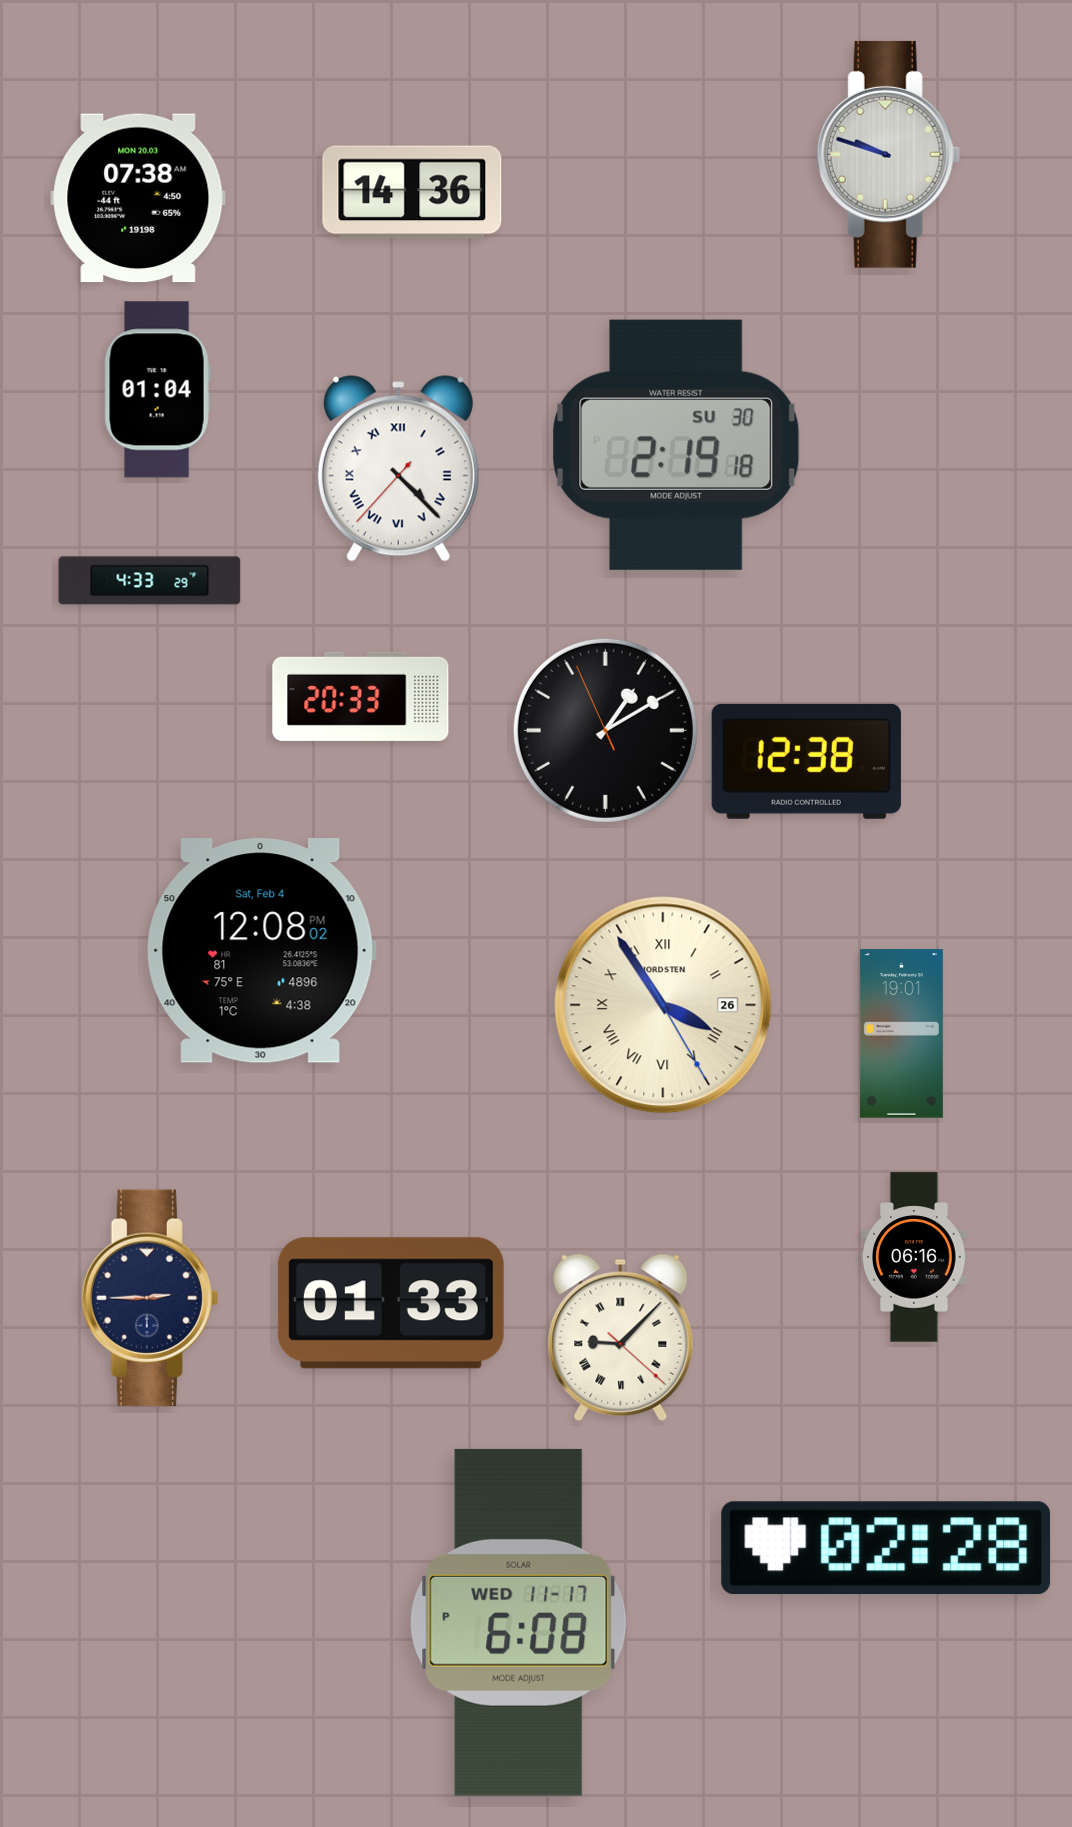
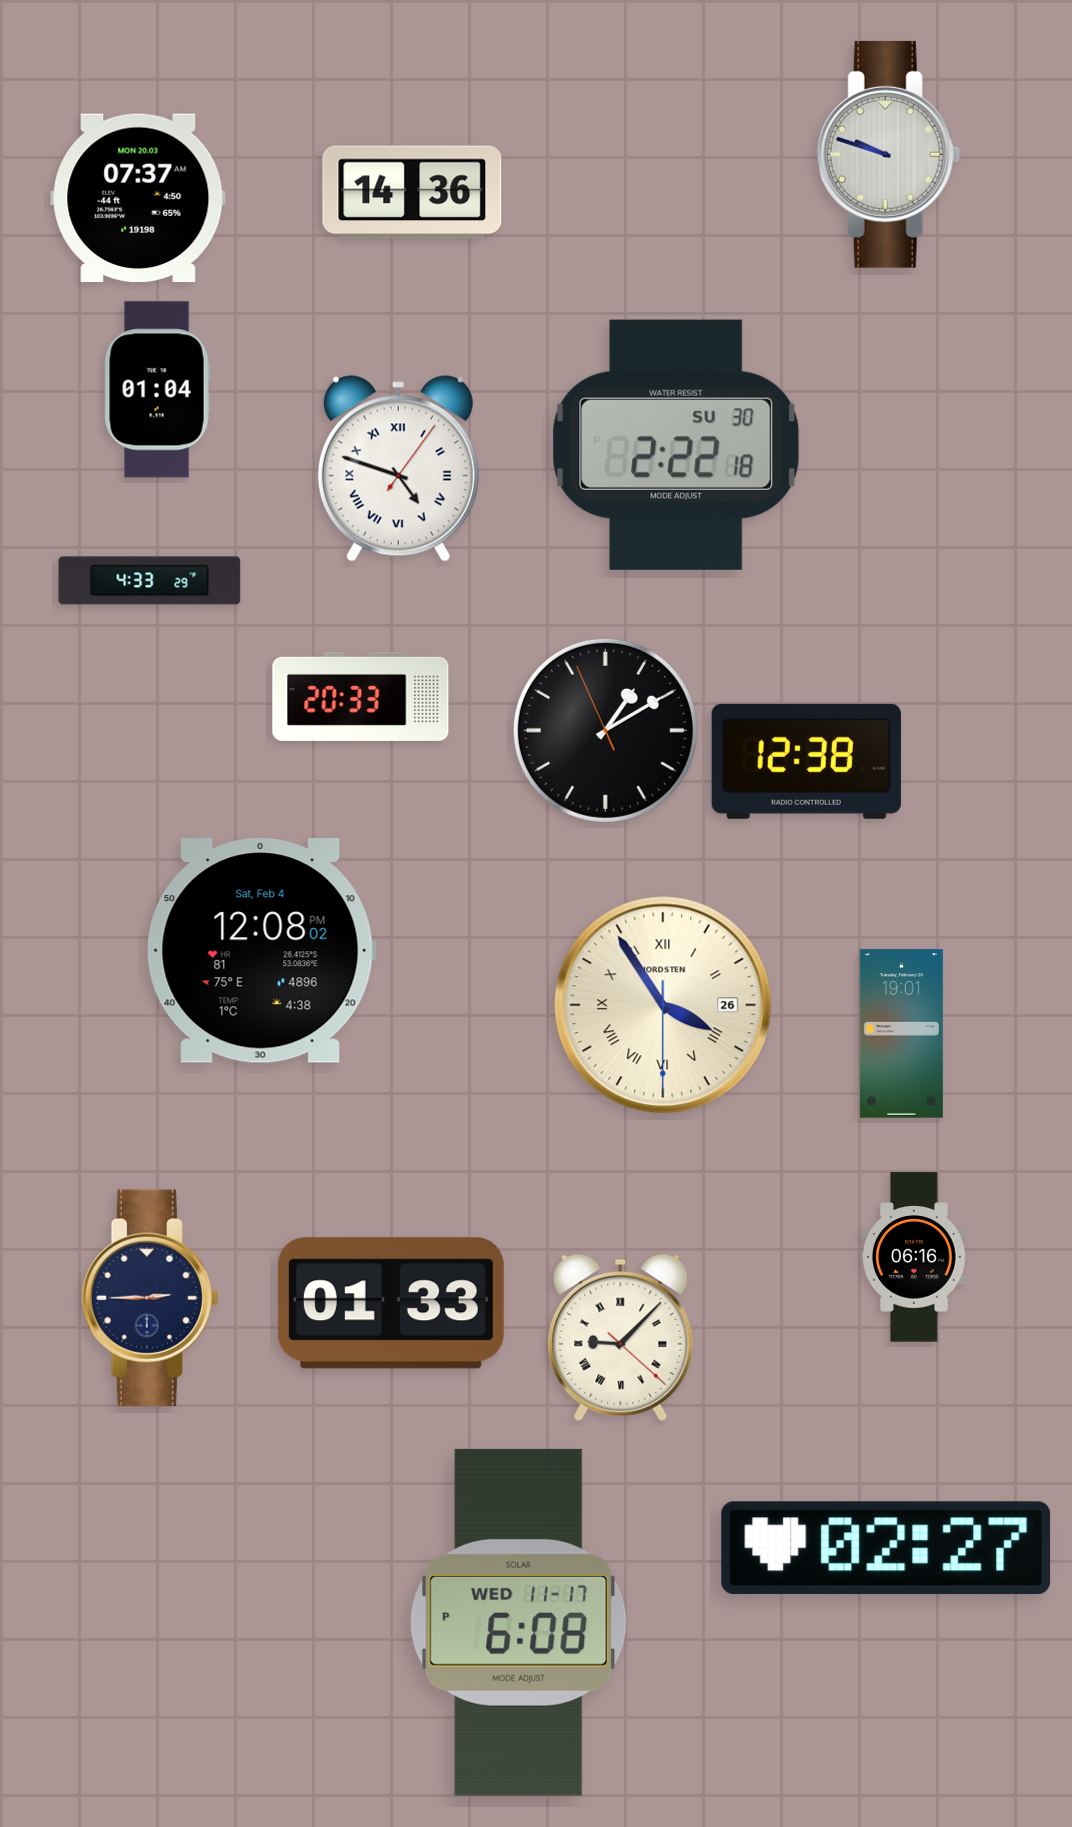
clock at (138, 198): 07:38 -> 07:37
clock at (676, 445): 2:19 -> 2:22
clock at (398, 469): 4:22 -> 4:48
clock at (663, 1005): 3:54:25 -> 3:54:30
clock at (886, 1548): 02:28 -> 02:27
